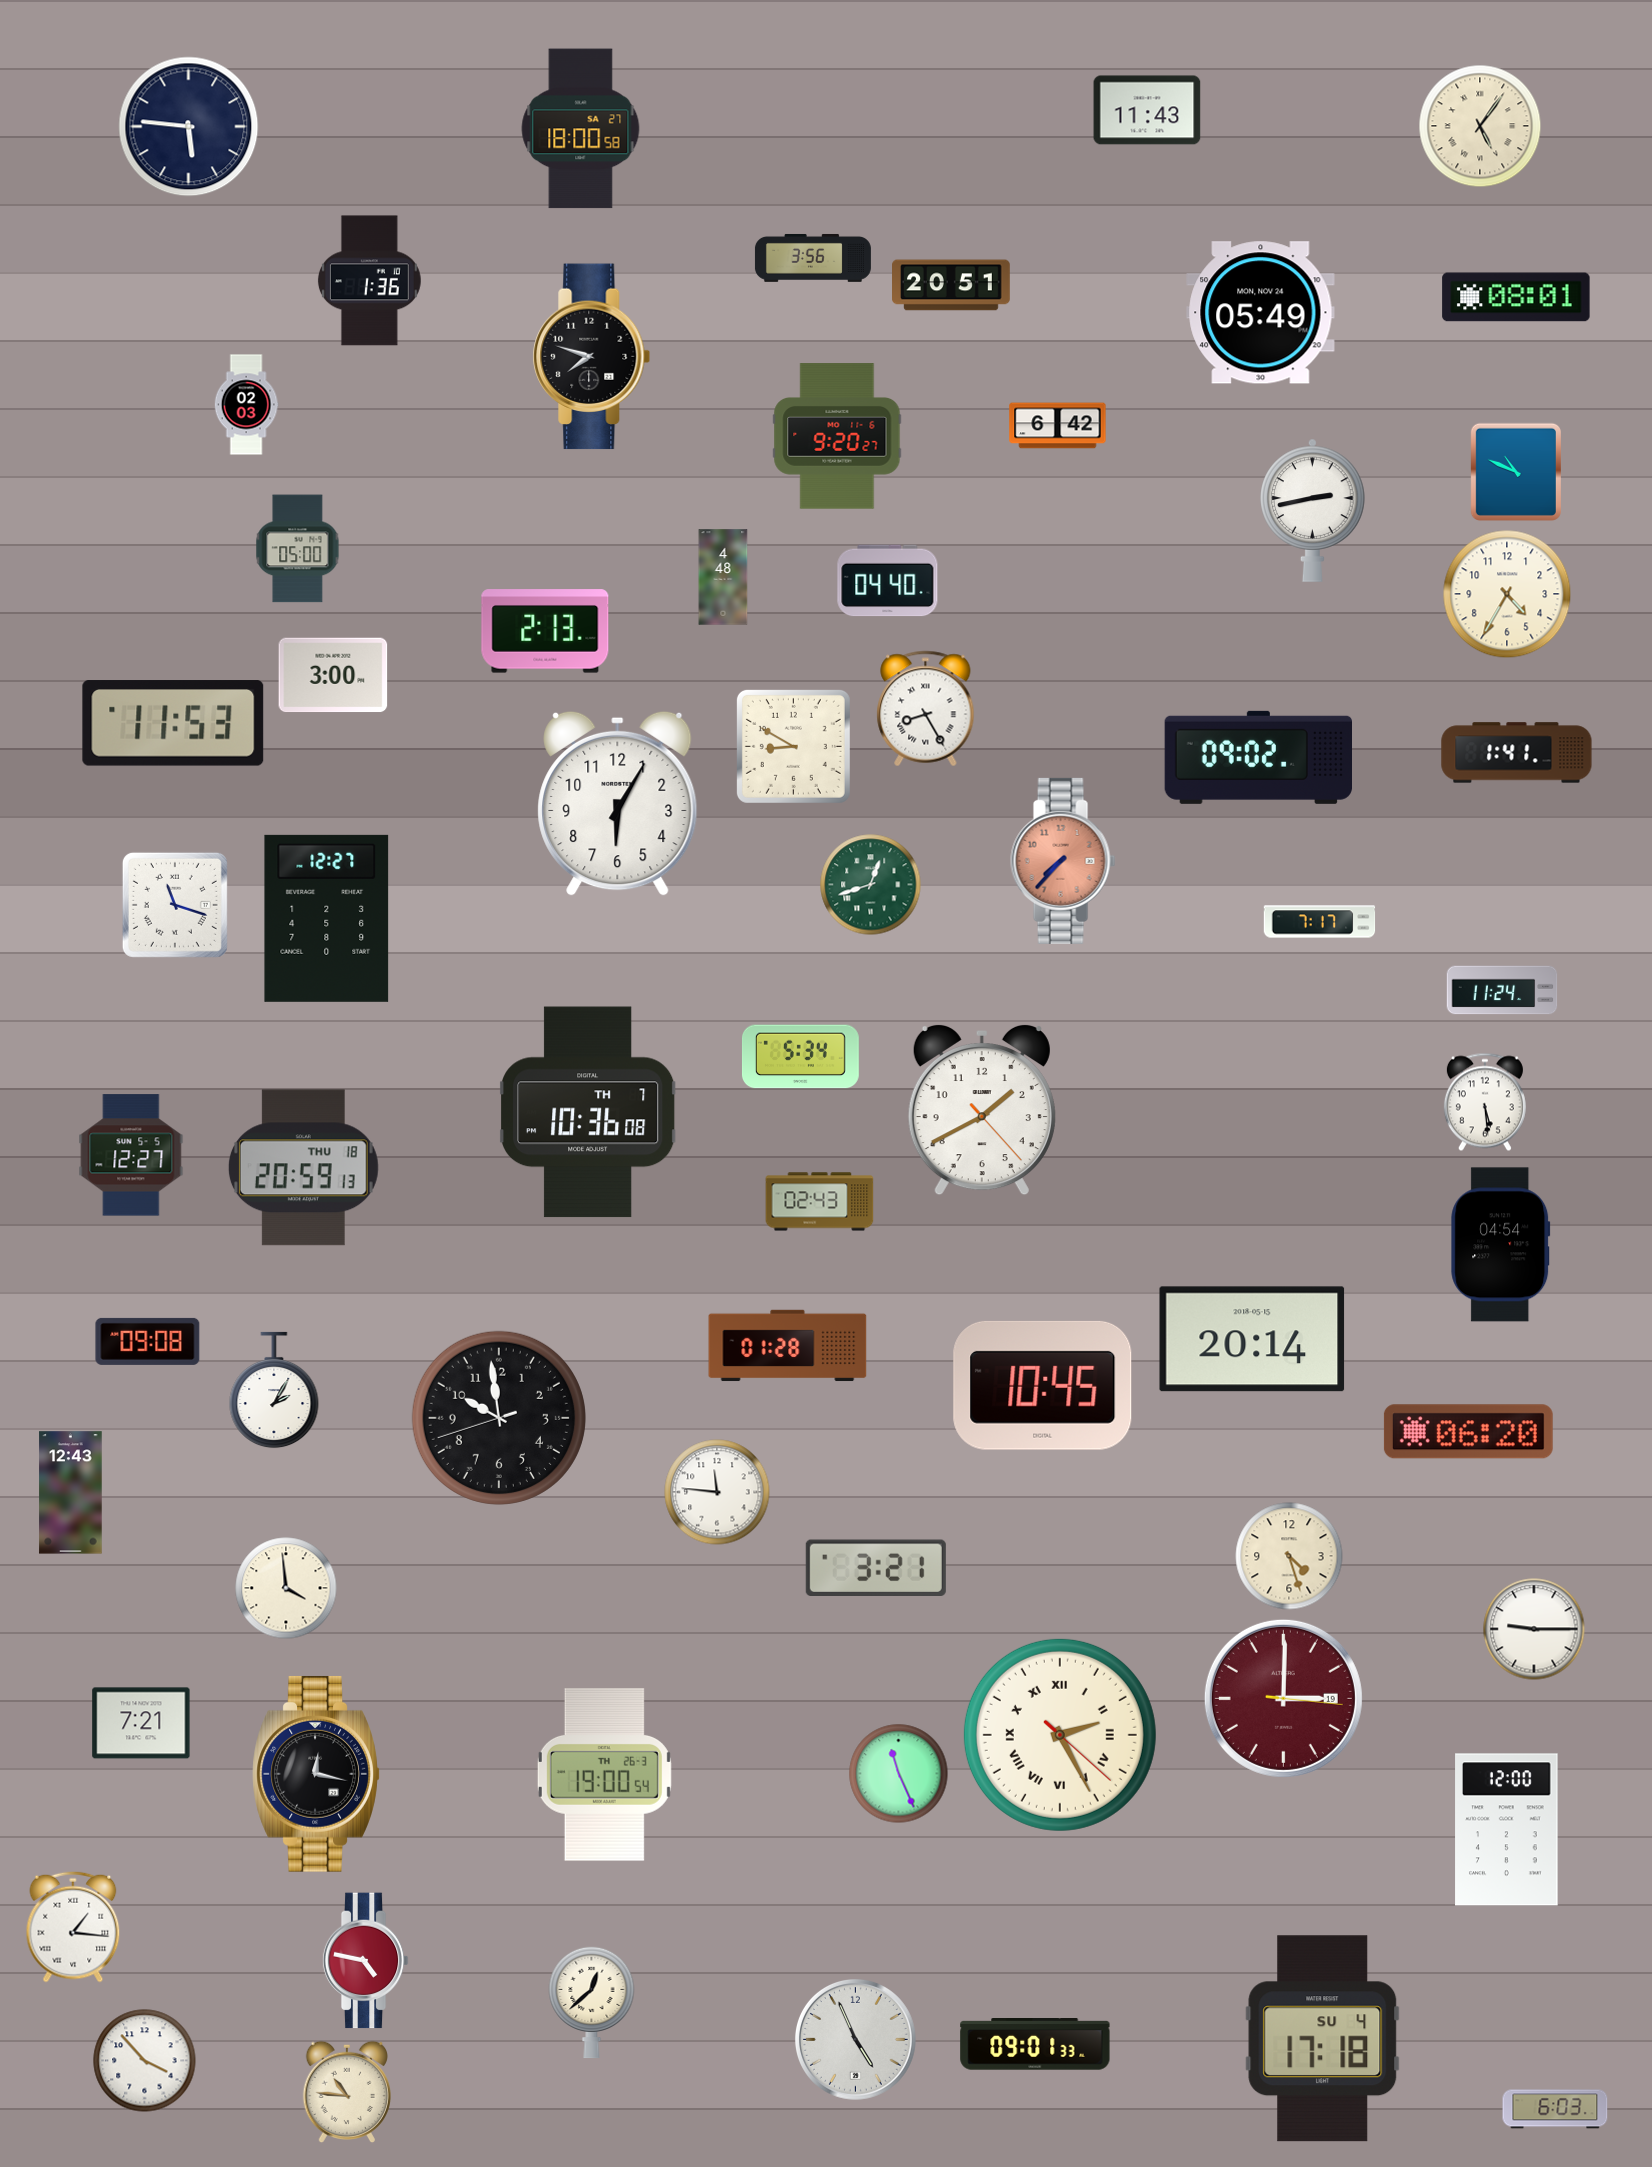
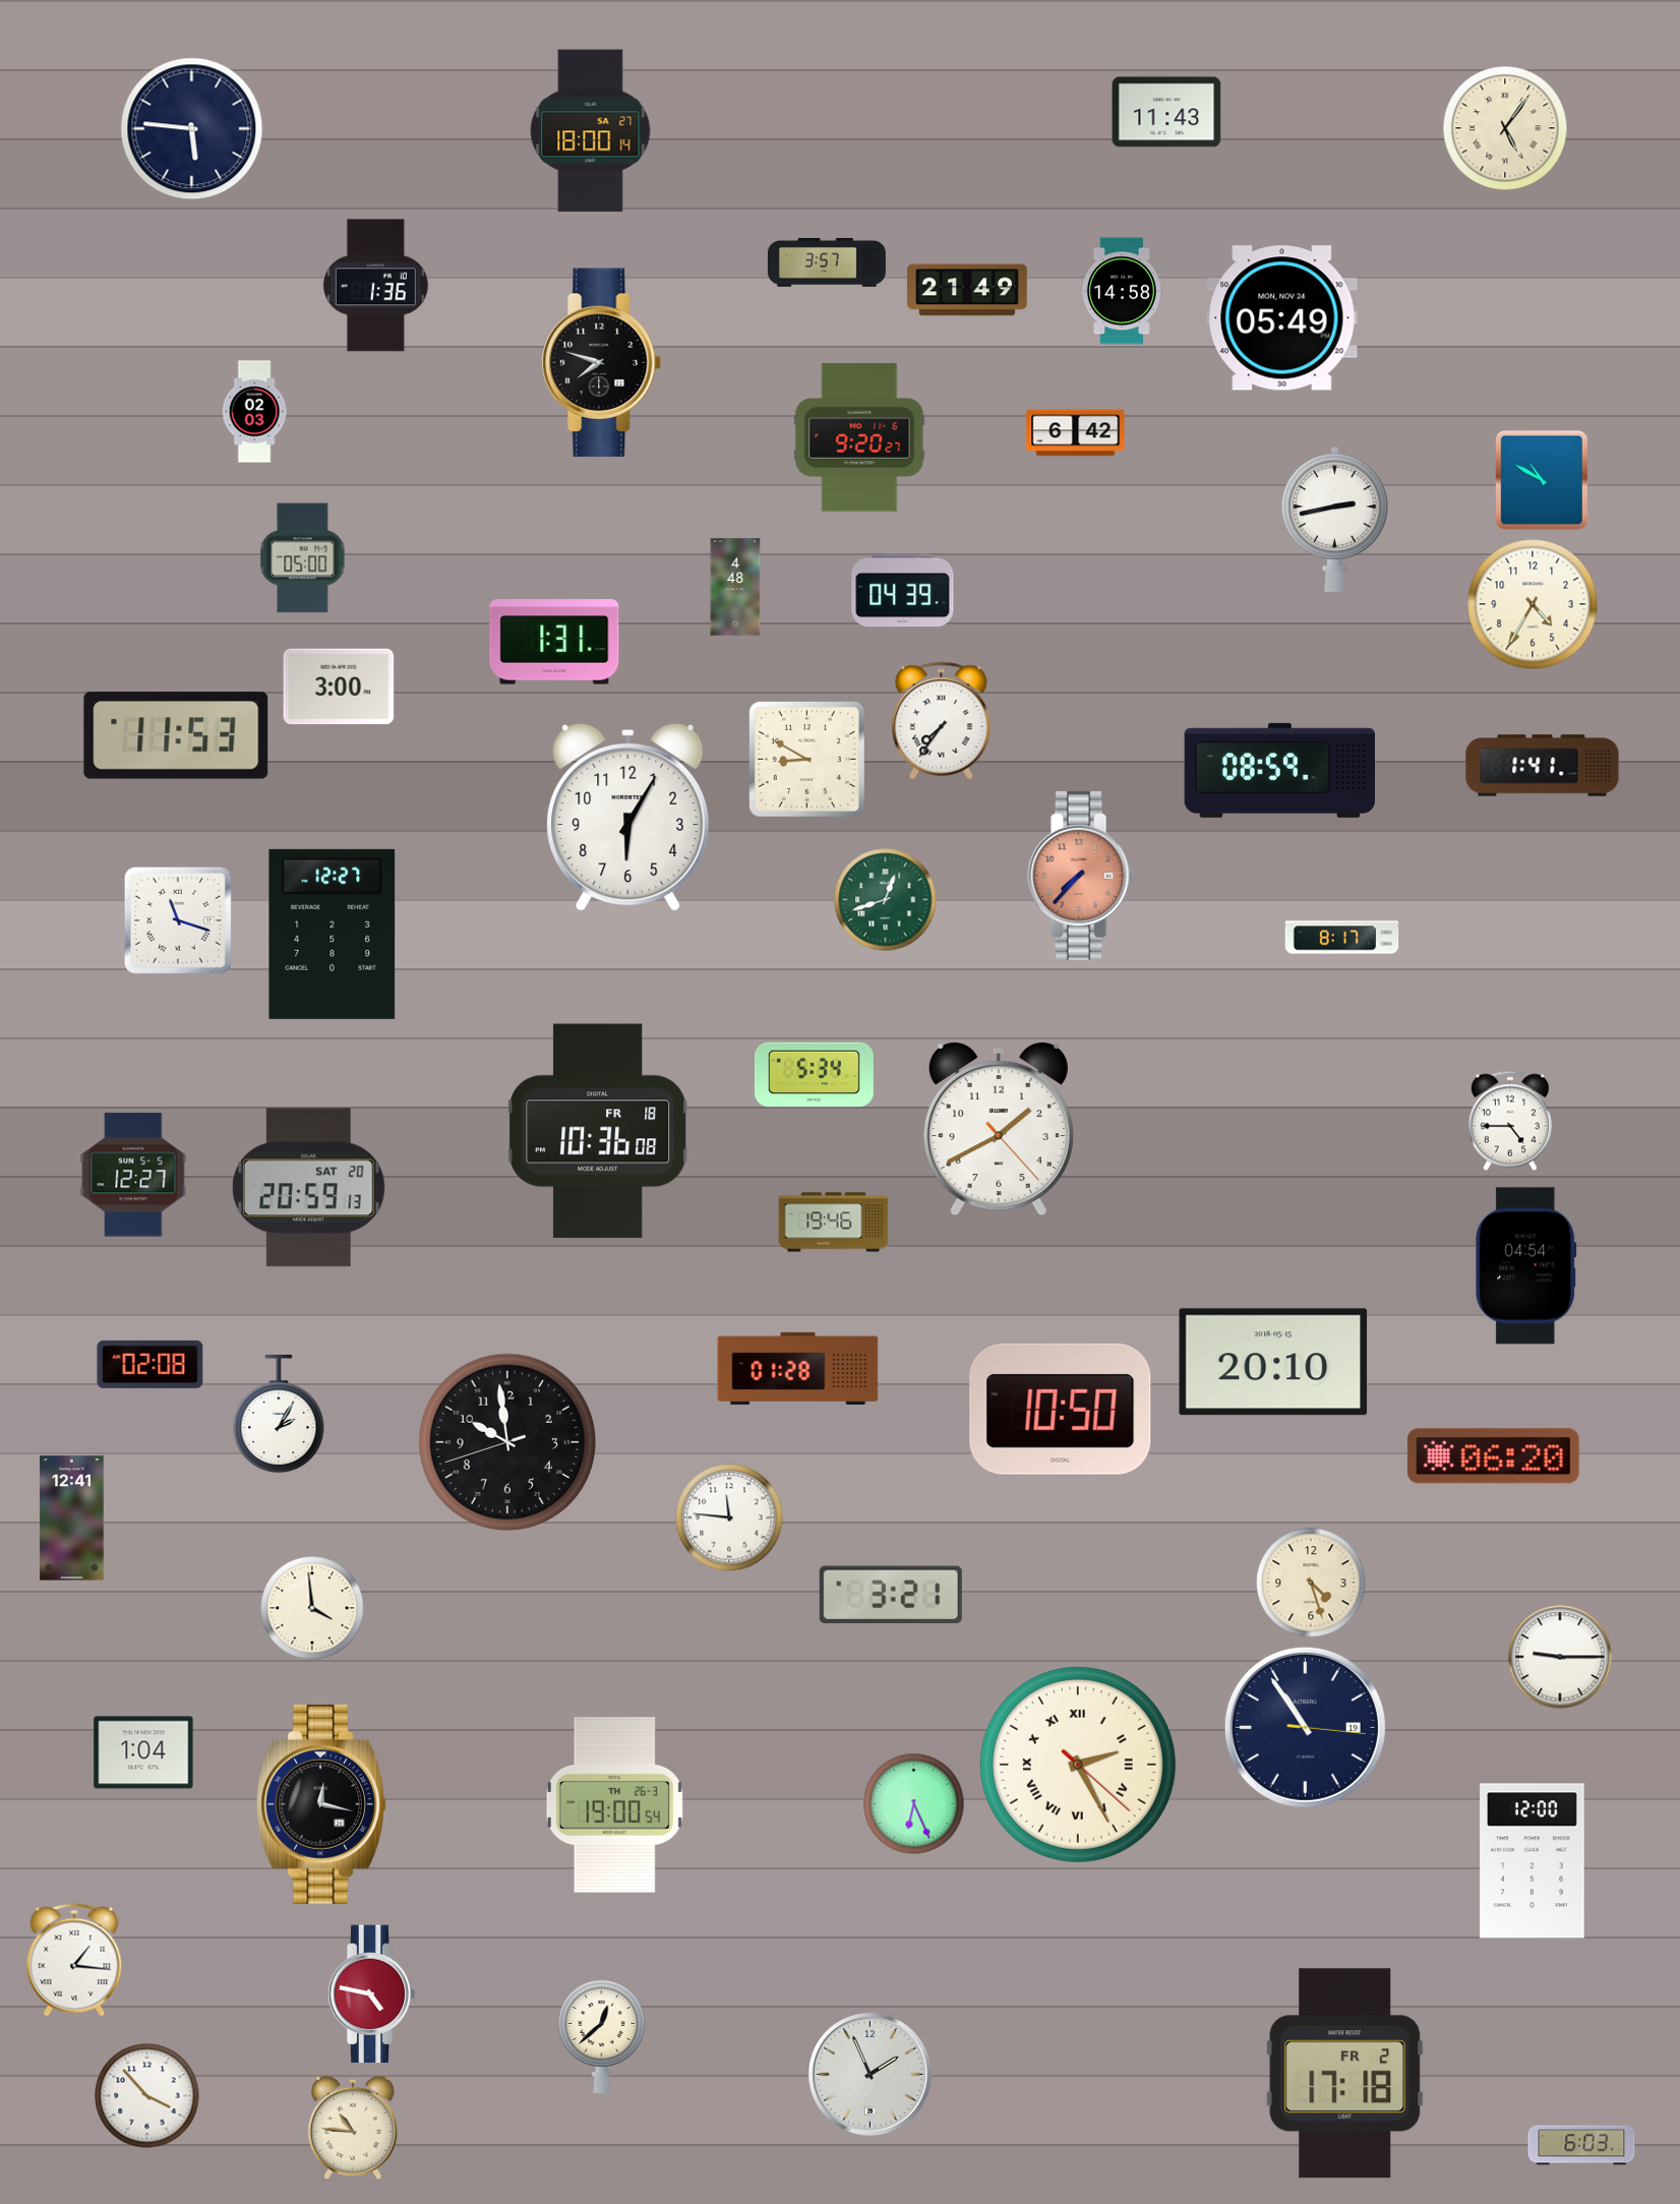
clock at (581, 129): 18:00:58 -> 18:00:14
clock at (813, 258): 3:56 -> 3:57
clock at (952, 285): 20:51 -> 21:49
clock at (1122, 291): none -> 14:58
clock at (1516, 297): 08:01 -> none
clock at (246, 405) position: (246, 405) -> (254, 412)
clock at (837, 436) position: (837, 436) -> (859, 437)
clock at (1516, 472): 10:49 -> 10:50
clock at (888, 581): 04:40 -> 04:39
clock at (545, 631): 2:13 -> 1:31
clock at (926, 709): 8:25 -> 7:36
clock at (1258, 757): 09:02 -> 08:59
clock at (1320, 922): 7:17 -> 8:17
clock at (1502, 990): 11:24 -> none
clock at (1485, 1102): 5:29 -> 4:45
clock at (589, 1112) date: TH 7 -> FR 18
clock at (303, 1168) date: THU 18 -> SAT 20
clock at (820, 1202): 02:43 -> 19:46
clock at (1252, 1339): 20:14 -> 20:10
clock at (148, 1341): 09:08 -> 02:08
clock at (788, 1346) position: (788, 1346) -> (798, 1369)
clock at (1043, 1385): 10:45 -> 10:50
clock at (71, 1493): 12:43 -> 12:41
clock at (286, 1588) position: (286, 1588) -> (312, 1608)
clock at (1283, 1698): 3:00 -> 10:54
clock at (1283, 1698) dial: burgundy -> navy
clock at (141, 1723): 7:21 -> 1:04
clock at (899, 1774): 11:26 -> 6:26
clock at (855, 2039): 4:56 -> 1:56
clock at (1323, 2039) date: SU 4 -> FR 2
clock at (1035, 2044): 09:01 -> none
